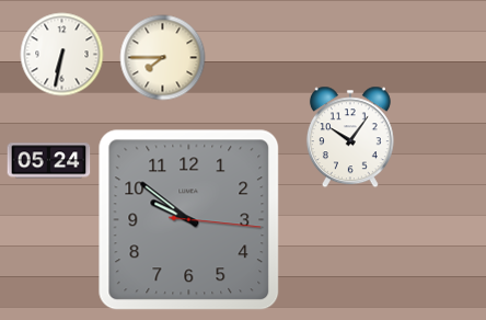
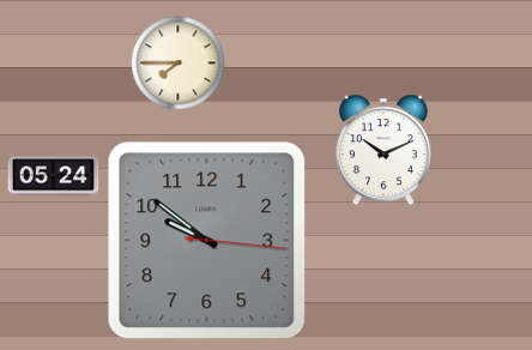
clock at (62, 55): 6:32 -> none
clock at (350, 137): 10:06 -> 10:11
